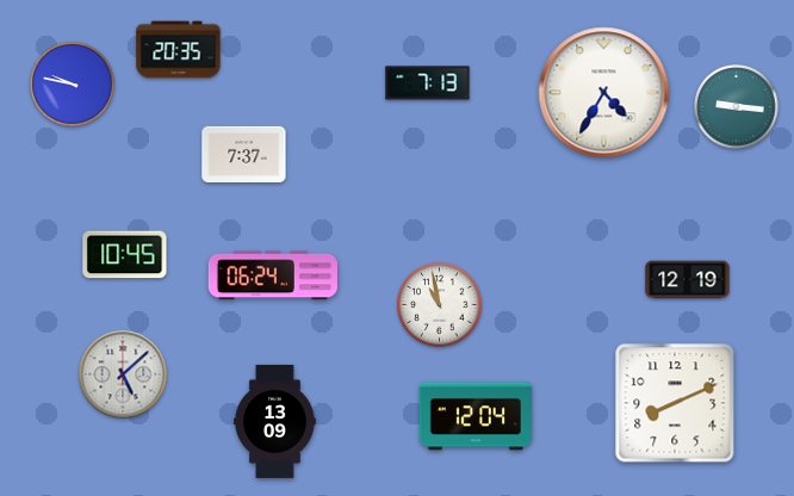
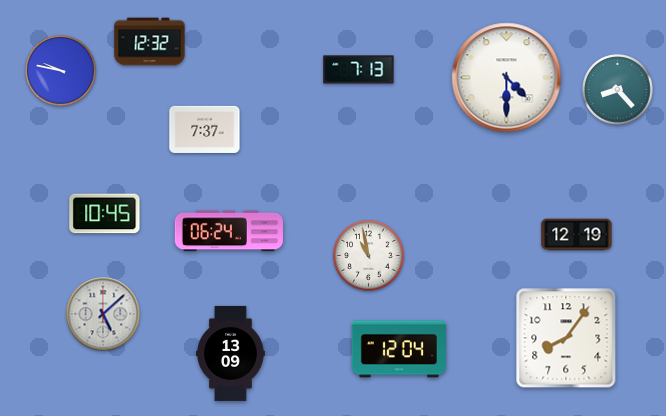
clock at (179, 50): 20:35 -> 12:32
clock at (604, 93): 4:35 -> 4:30
clock at (737, 107): 9:16 -> 8:23
clock at (675, 403): 8:11 -> 8:06
